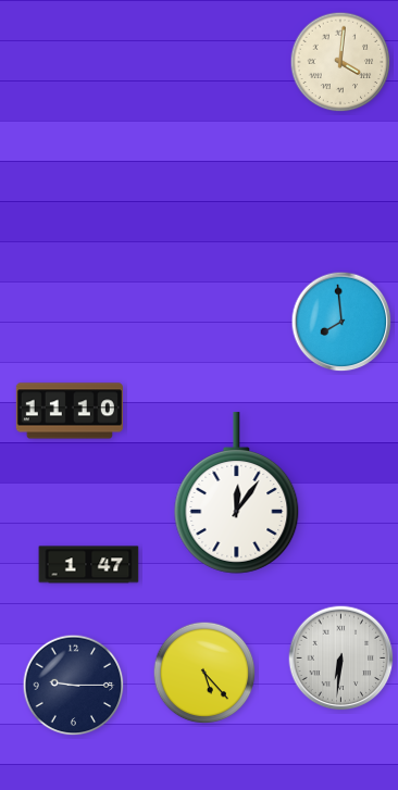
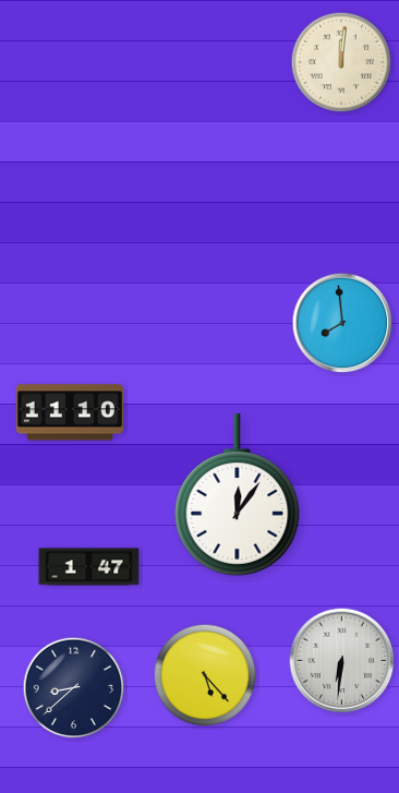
clock at (340, 62): 4:01 -> 12:01
clock at (74, 686): 9:15 -> 8:38
